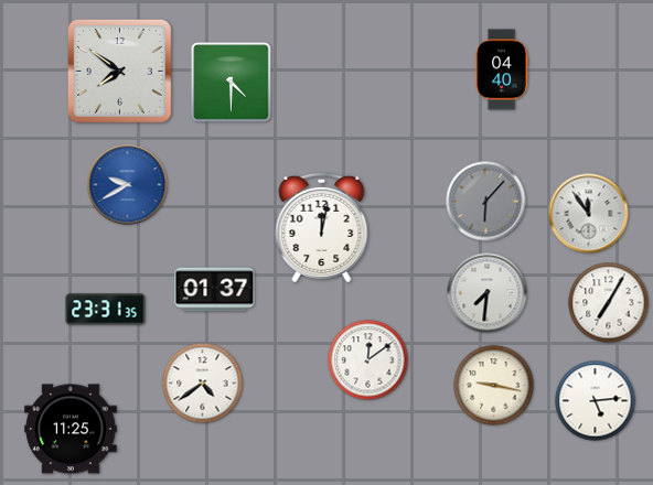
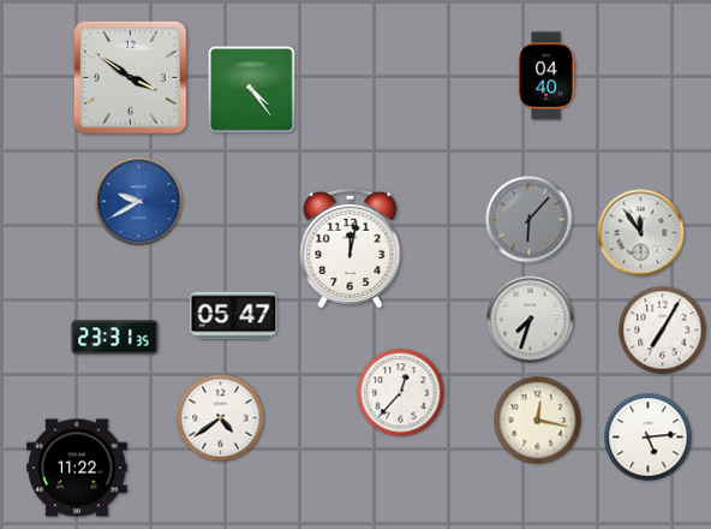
clock at (119, 71): 7:51 -> 3:51
clock at (232, 83): 4:30 -> 4:24
clock at (215, 290): 01:37 -> 05:47
clock at (488, 293): 7:31 -> 7:33
clock at (368, 360): 12:09 -> 12:37
clock at (494, 386): 9:17 -> 12:17
clock at (71, 429): 11:25 -> 11:22
